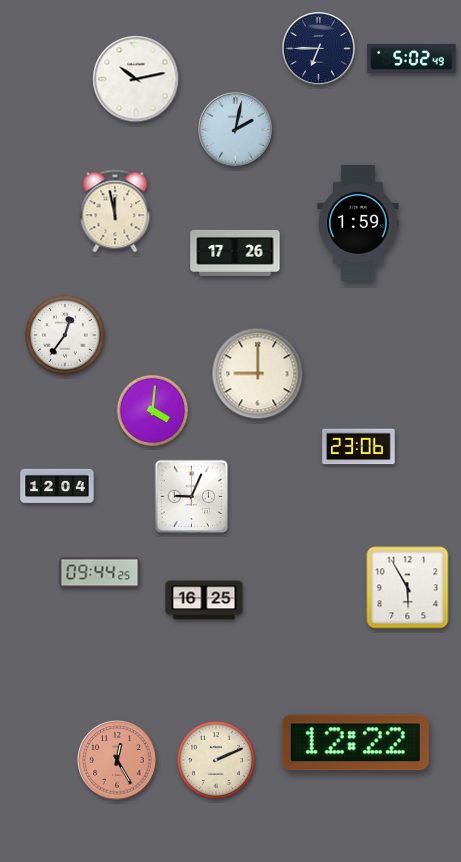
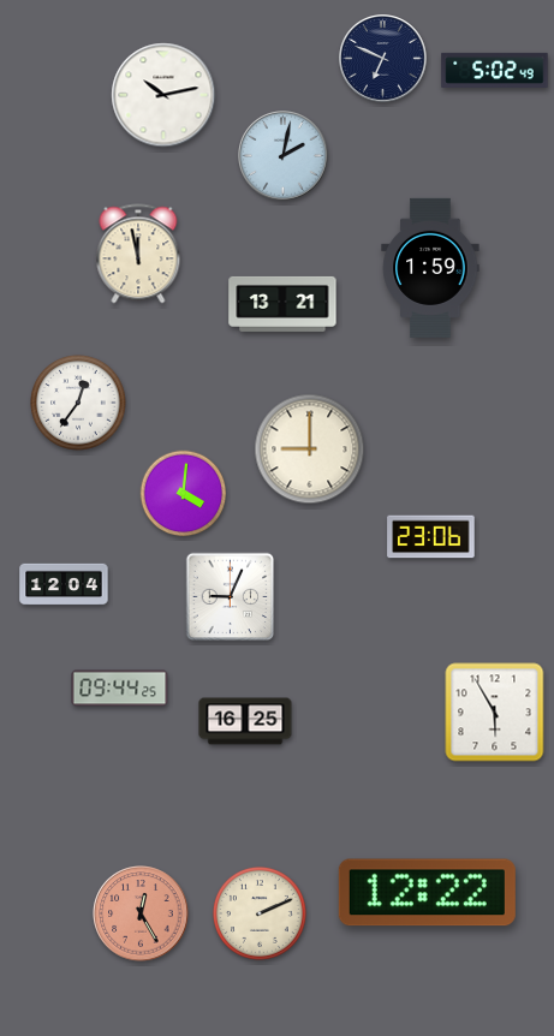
clock at (319, 49): 6:45 -> 6:49
clock at (235, 253): 17:26 -> 13:21
clock at (57, 486) position: (57, 486) -> (64, 584)
clock at (408, 588) position: (408, 588) -> (495, 713)
